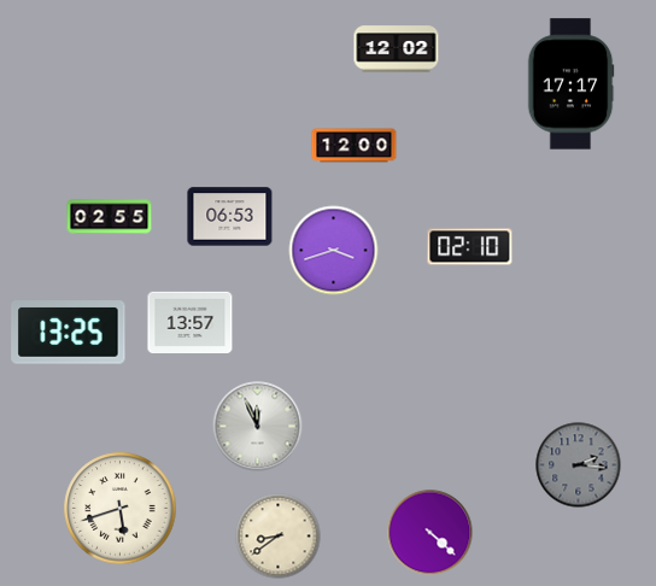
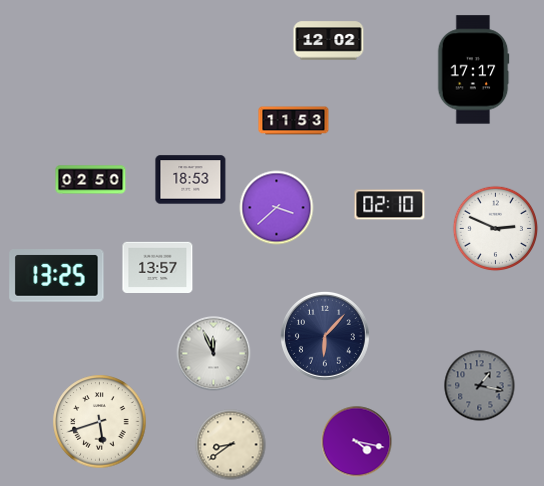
clock at (355, 146): 12:00 -> 11:53
clock at (110, 217): 02:55 -> 02:50
clock at (230, 217): 06:53 -> 18:53
clock at (334, 251): 3:42 -> 3:38
clock at (496, 229): none -> 2:49
clock at (325, 336): none -> 6:07
clock at (579, 465): 2:16 -> 1:17
clock at (430, 533): 4:22 -> 4:17
